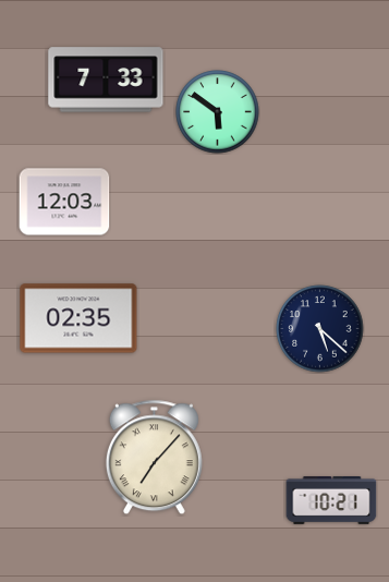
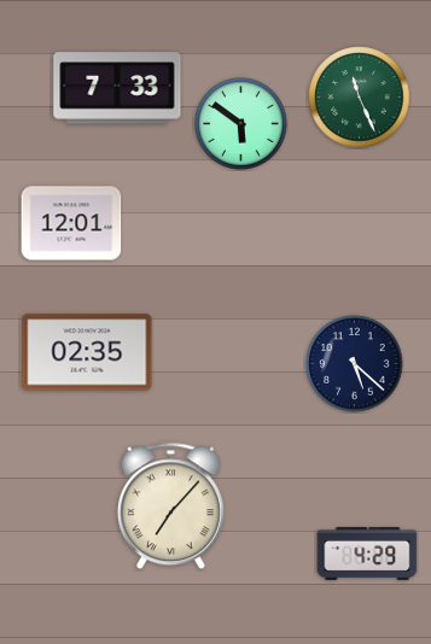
clock at (360, 98): none -> 11:26
clock at (64, 202): 12:03 -> 12:01
clock at (331, 501): 10:21 -> 4:29
